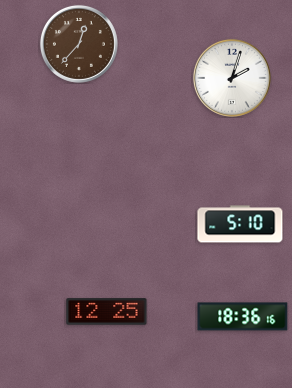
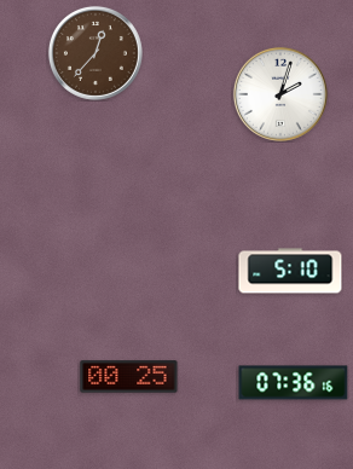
clock at (107, 312): 12:25 -> 00:25
clock at (243, 317): 18:36 -> 07:36
